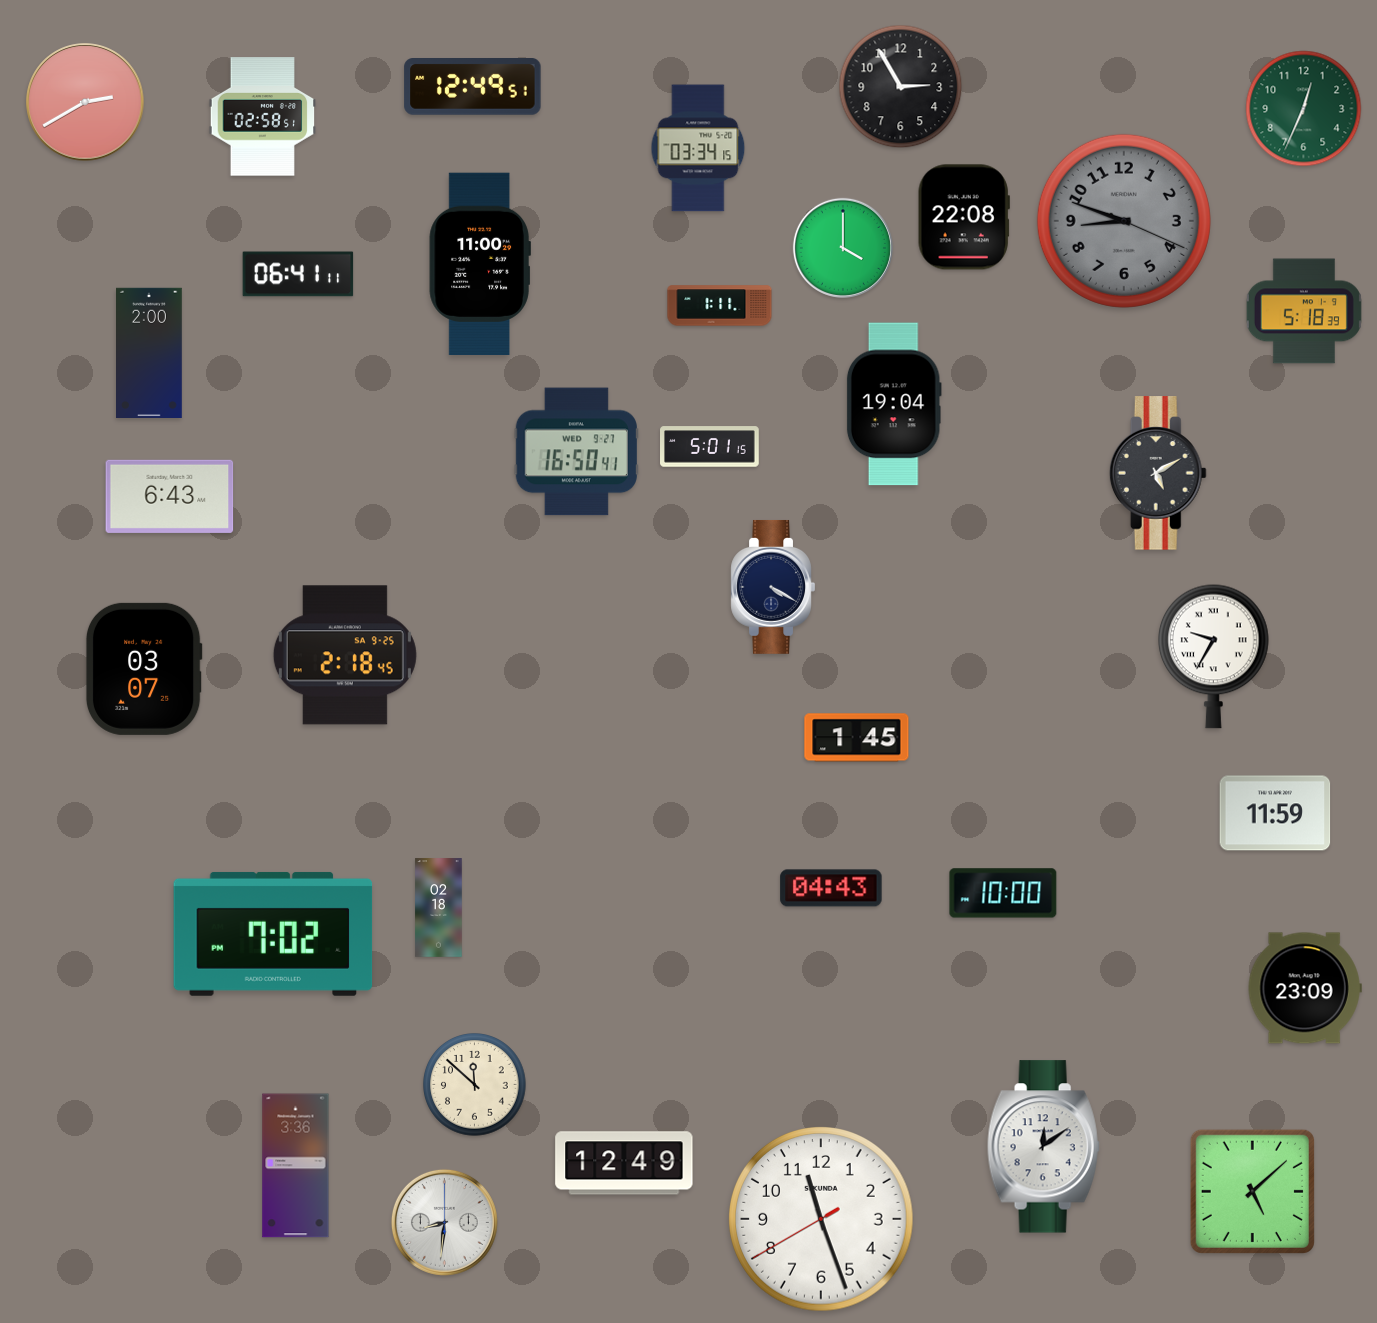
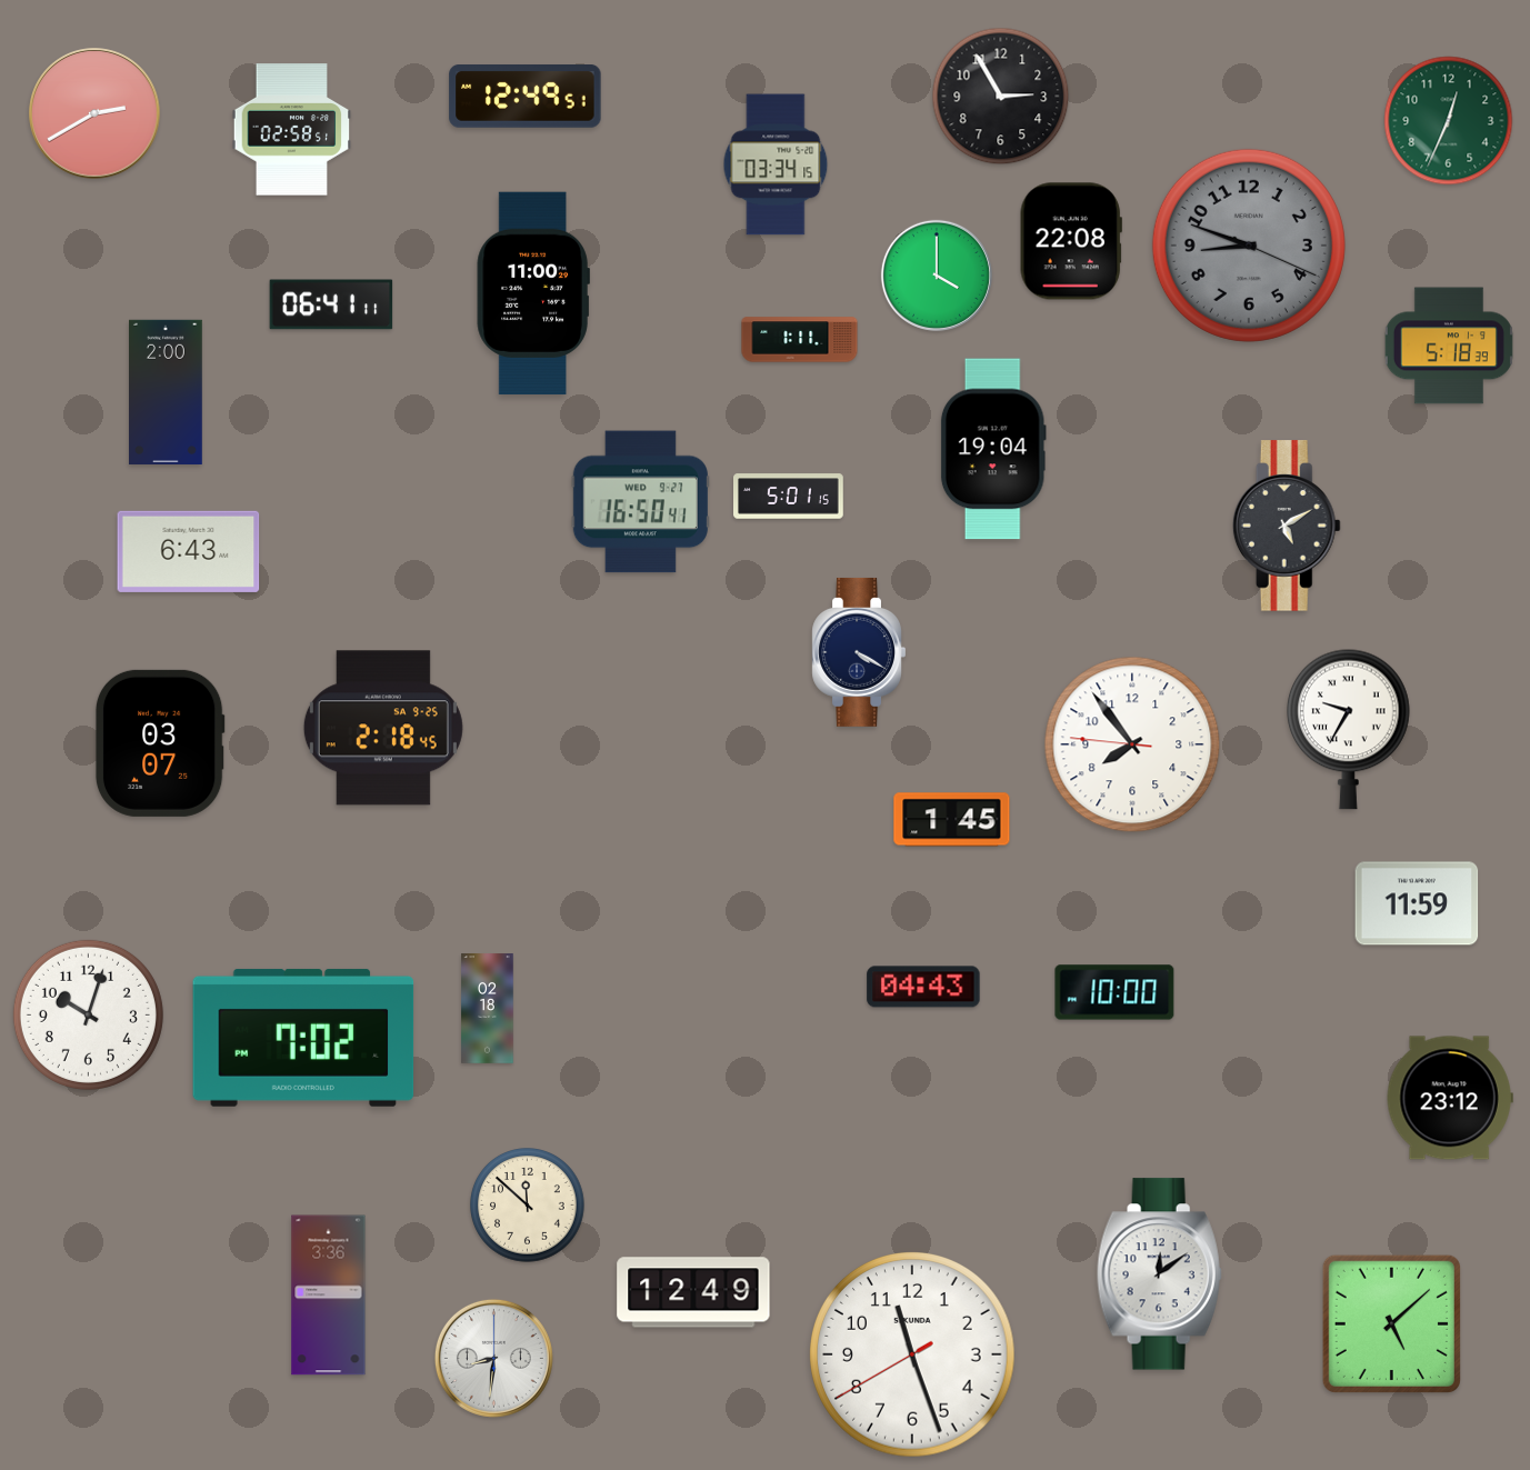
clock at (1132, 744): none -> 7:53
clock at (88, 1014): none -> 10:03
clock at (1305, 988): 23:09 -> 23:12
